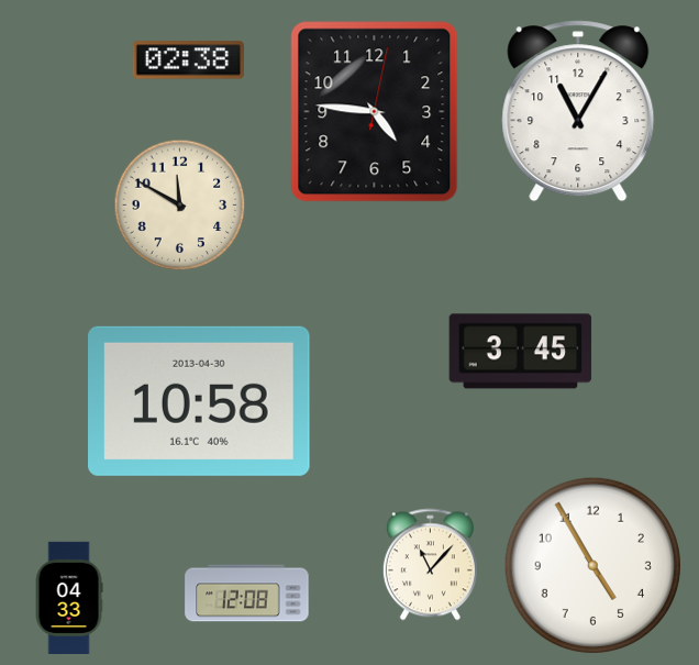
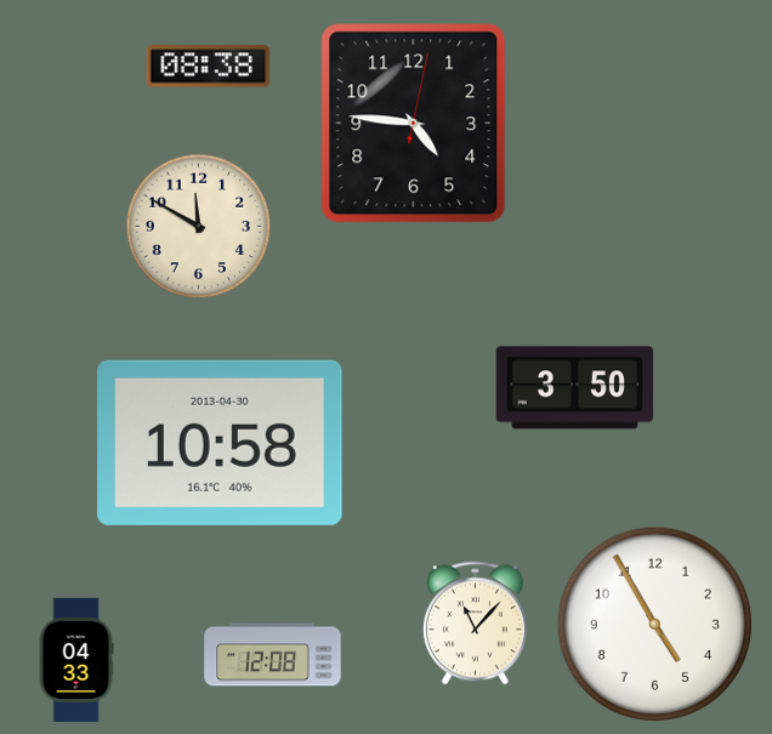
clock at (188, 60): 02:38 -> 08:38
clock at (578, 111): 11:05 -> none
clock at (521, 352): 3:45 -> 3:50
